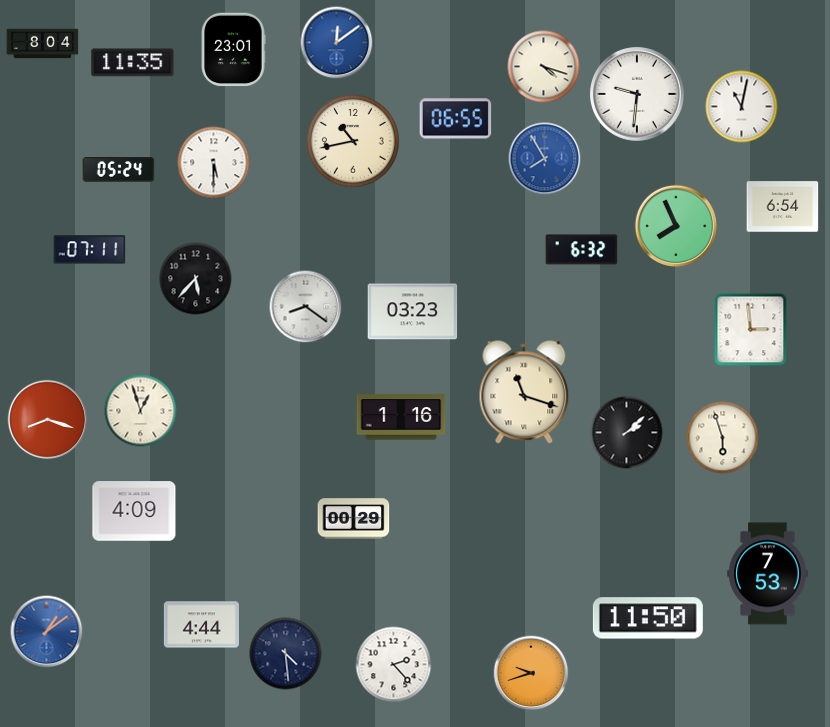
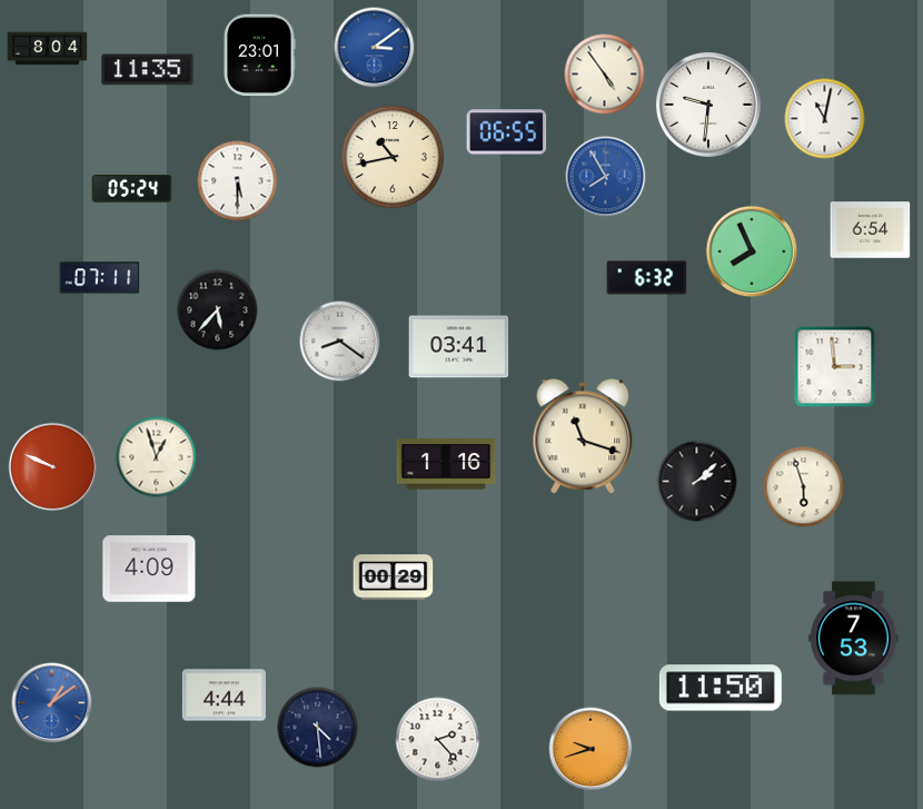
clock at (337, 43): 12:09 -> 3:09
clock at (544, 67): 4:18 -> 4:54
clock at (413, 312): 03:23 -> 03:41
clock at (48, 420): 8:18 -> 9:49
